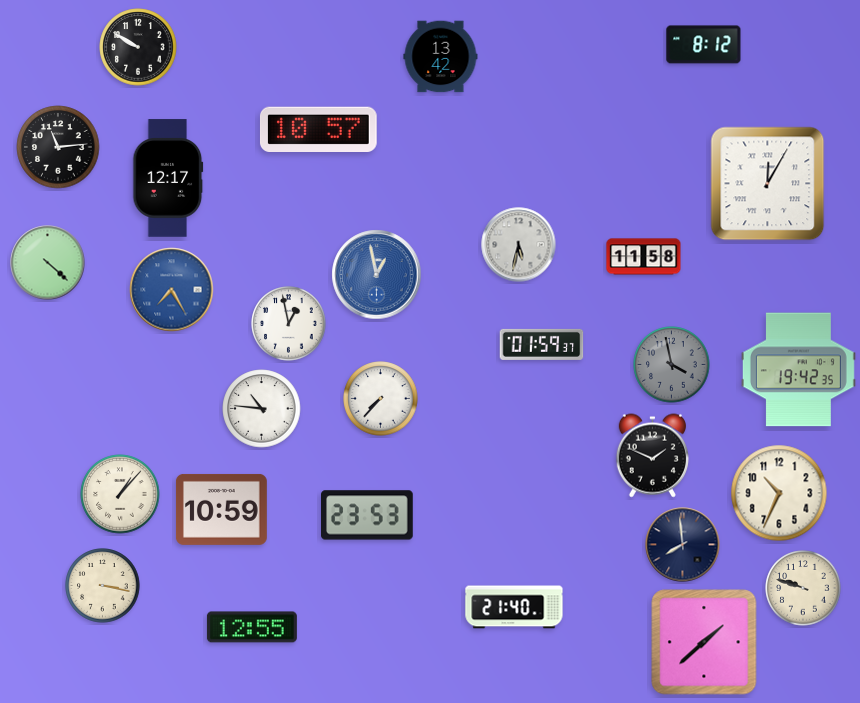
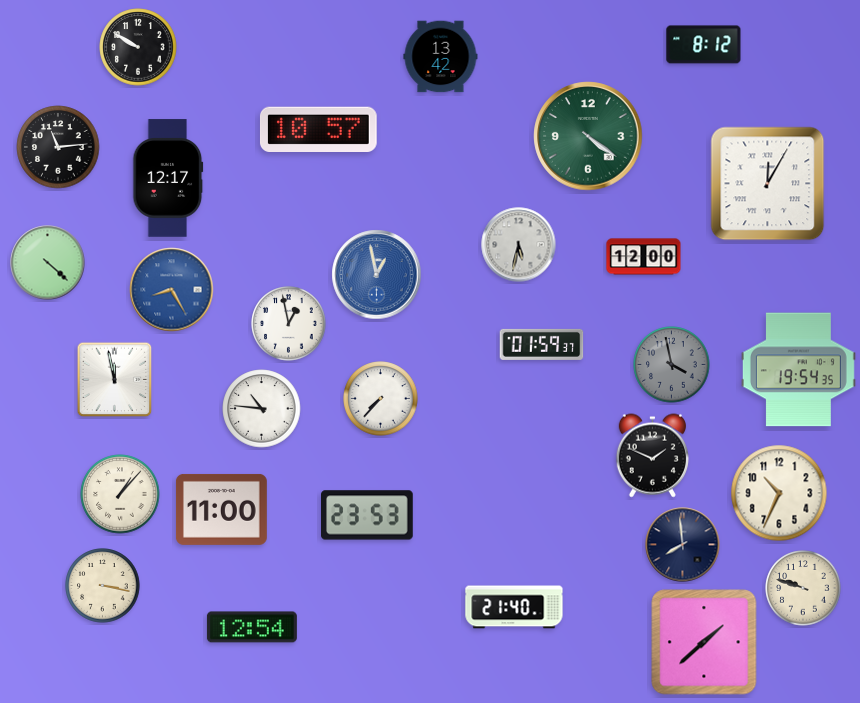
clock at (588, 136): none -> 4:21
clock at (644, 257): 11:58 -> 12:00
clock at (172, 290): 7:25 -> 8:25
clock at (798, 370): 19:42 -> 19:54
clock at (115, 380): none -> 11:58
clock at (222, 509): 10:59 -> 11:00
clock at (252, 627): 12:55 -> 12:54
